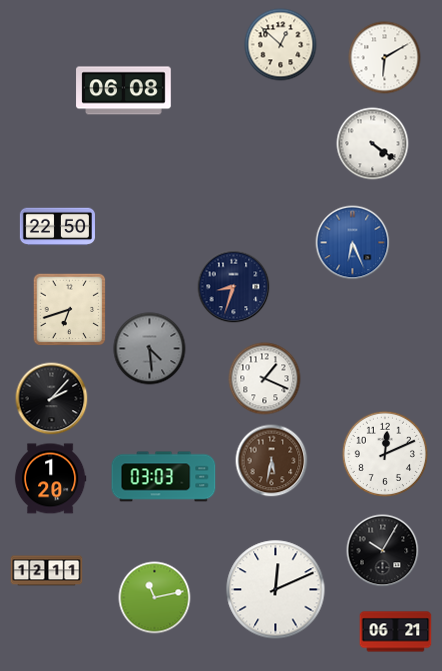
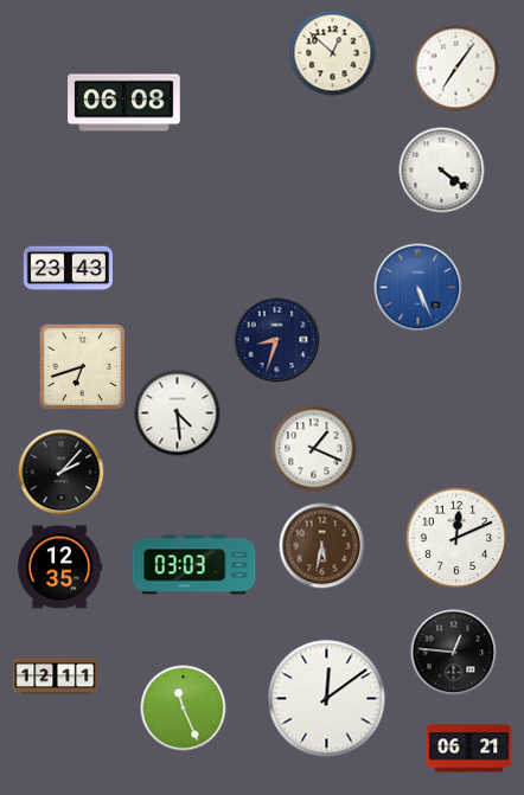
clock at (385, 58): 6:10 -> 7:06
clock at (124, 91) position: (124, 91) -> (124, 103)
clock at (57, 227): 22:50 -> 23:43
clock at (353, 243): 6:26 -> 5:26
clock at (150, 349) dial: grey -> white
clock at (50, 479): 1:20 -> 12:35
clock at (383, 551): 10:05 -> 12:46
clock at (276, 590): 12:11 -> 12:09
clock at (155, 598): 11:13 -> 11:26
